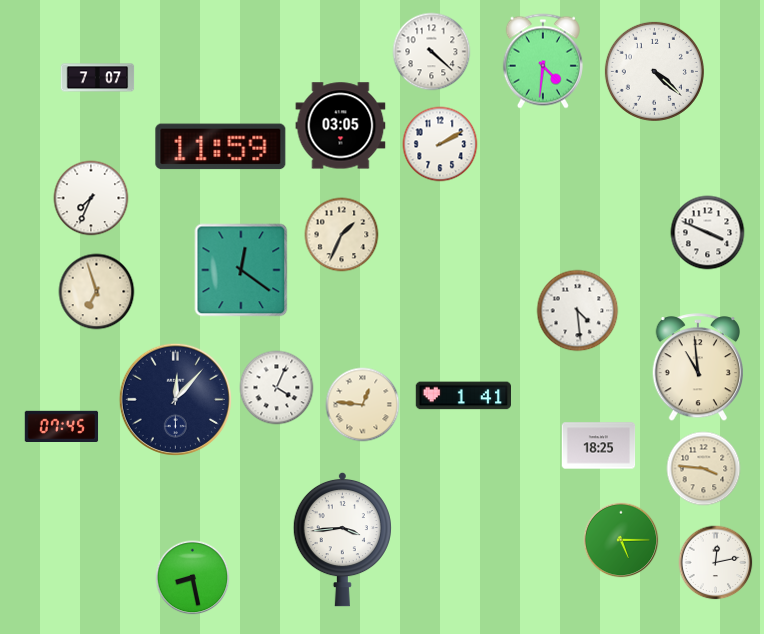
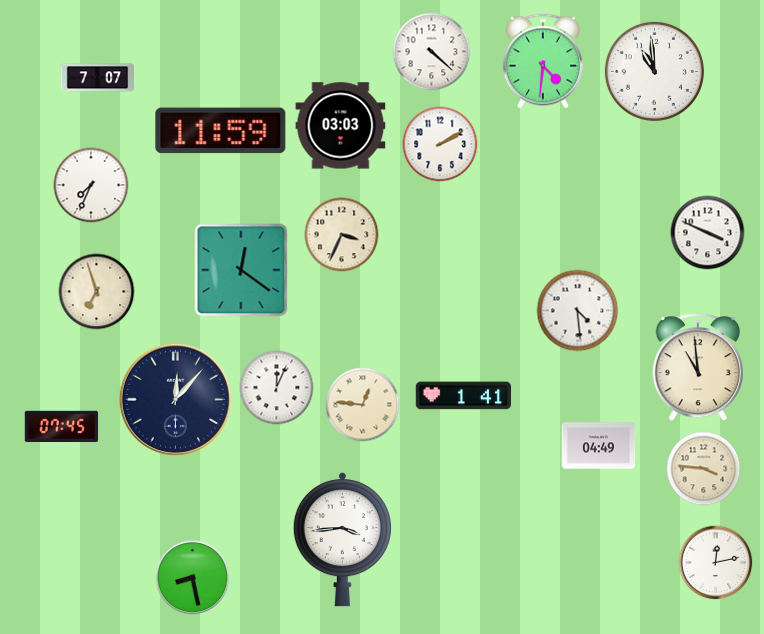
clock at (654, 71): 4:22 -> 10:59
clock at (341, 126): 03:05 -> 03:03
clock at (221, 147) position: (221, 147) -> (221, 131)
clock at (91, 198) position: (91, 198) -> (91, 185)
clock at (342, 235): 1:34 -> 3:34
clock at (277, 388): 4:04 -> 12:04
clock at (599, 446): 18:25 -> 04:49
clock at (621, 540): 5:15 -> none
